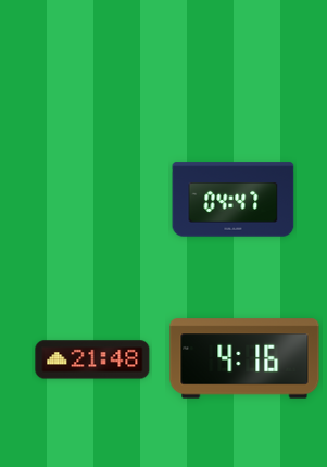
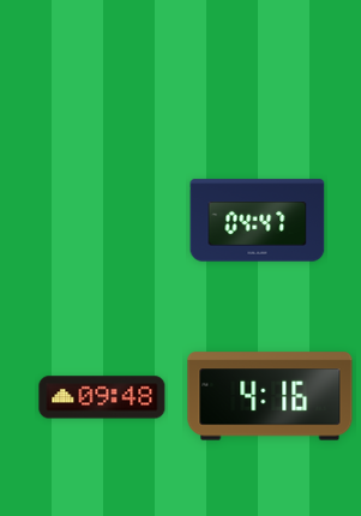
clock at (92, 359): 21:48 -> 09:48
